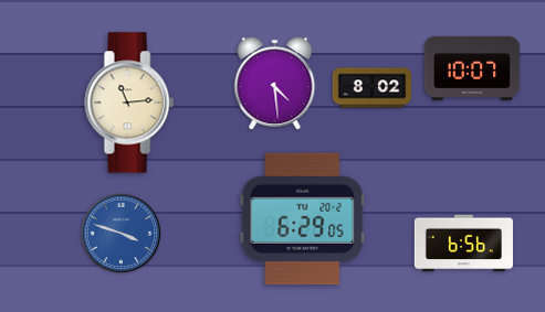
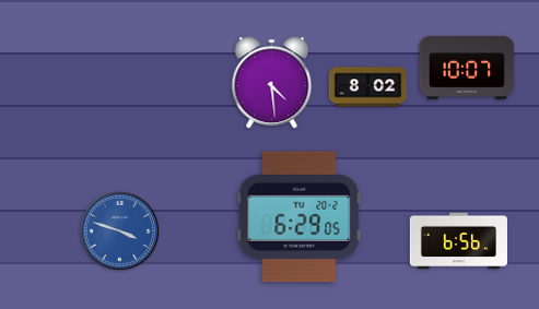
clock at (129, 103): 11:14 -> none
